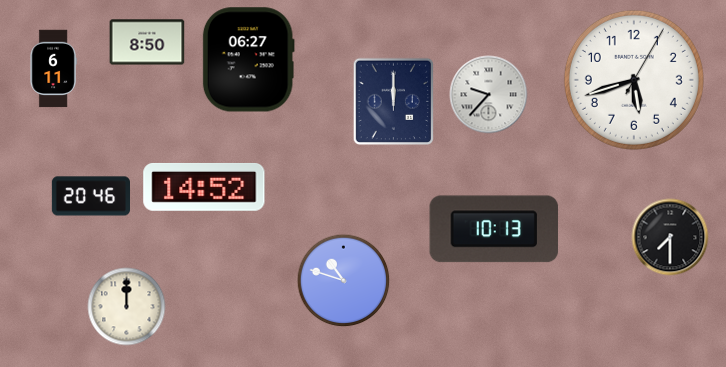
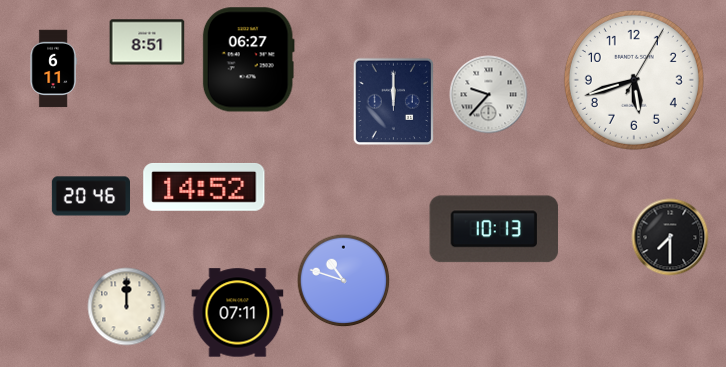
clock at (147, 42): 8:50 -> 8:51
clock at (238, 313): none -> 07:11
